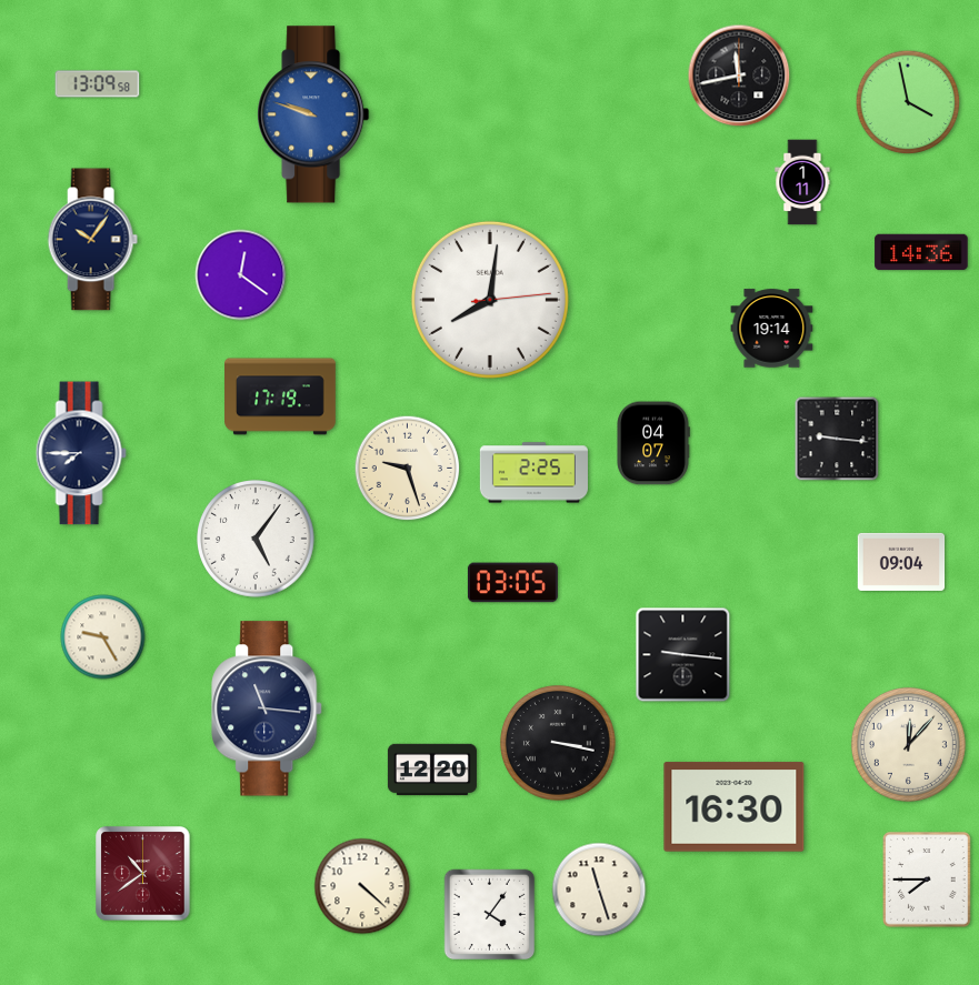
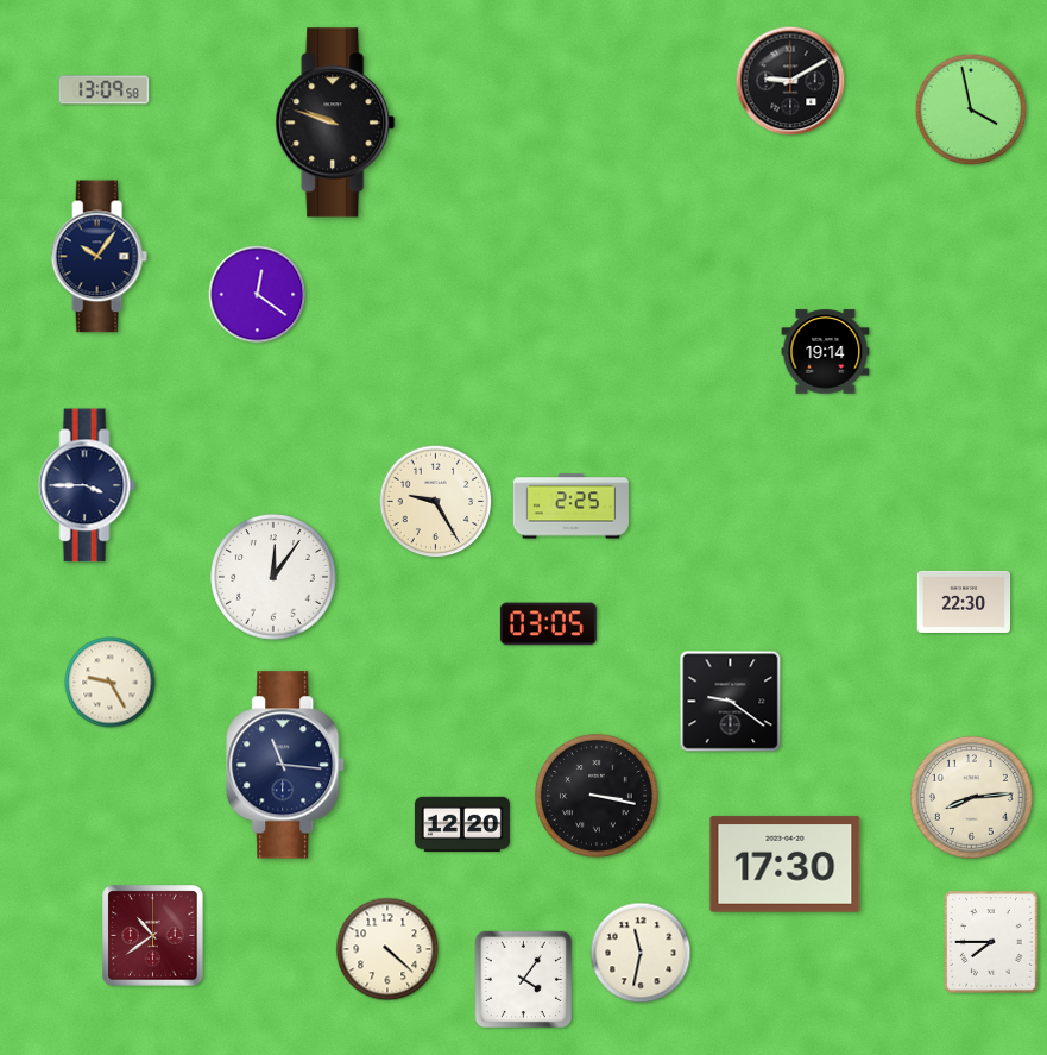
clock at (739, 76): 11:43 -> 9:10
clock at (313, 114) dial: blue -> black
clock at (802, 182): 1:11 -> none
clock at (921, 252): 14:36 -> none
clock at (490, 300): 8:01 -> none
clock at (281, 396): 17:19 -> none
clock at (837, 439): 9:16 -> none
clock at (653, 443): 04:07 -> none
clock at (81, 453): 7:45 -> 3:45
clock at (408, 469): 9:27 -> 9:25
clock at (257, 540): 5:06 -> 12:06
clock at (901, 562): 09:04 -> 22:30
clock at (683, 655): 9:16 -> 9:21
clock at (268, 708) position: (268, 708) -> (286, 765)
clock at (908, 744): 12:07 -> 8:14
clock at (735, 807): 16:30 -> 17:30
clock at (599, 889): 11:27 -> 11:32
